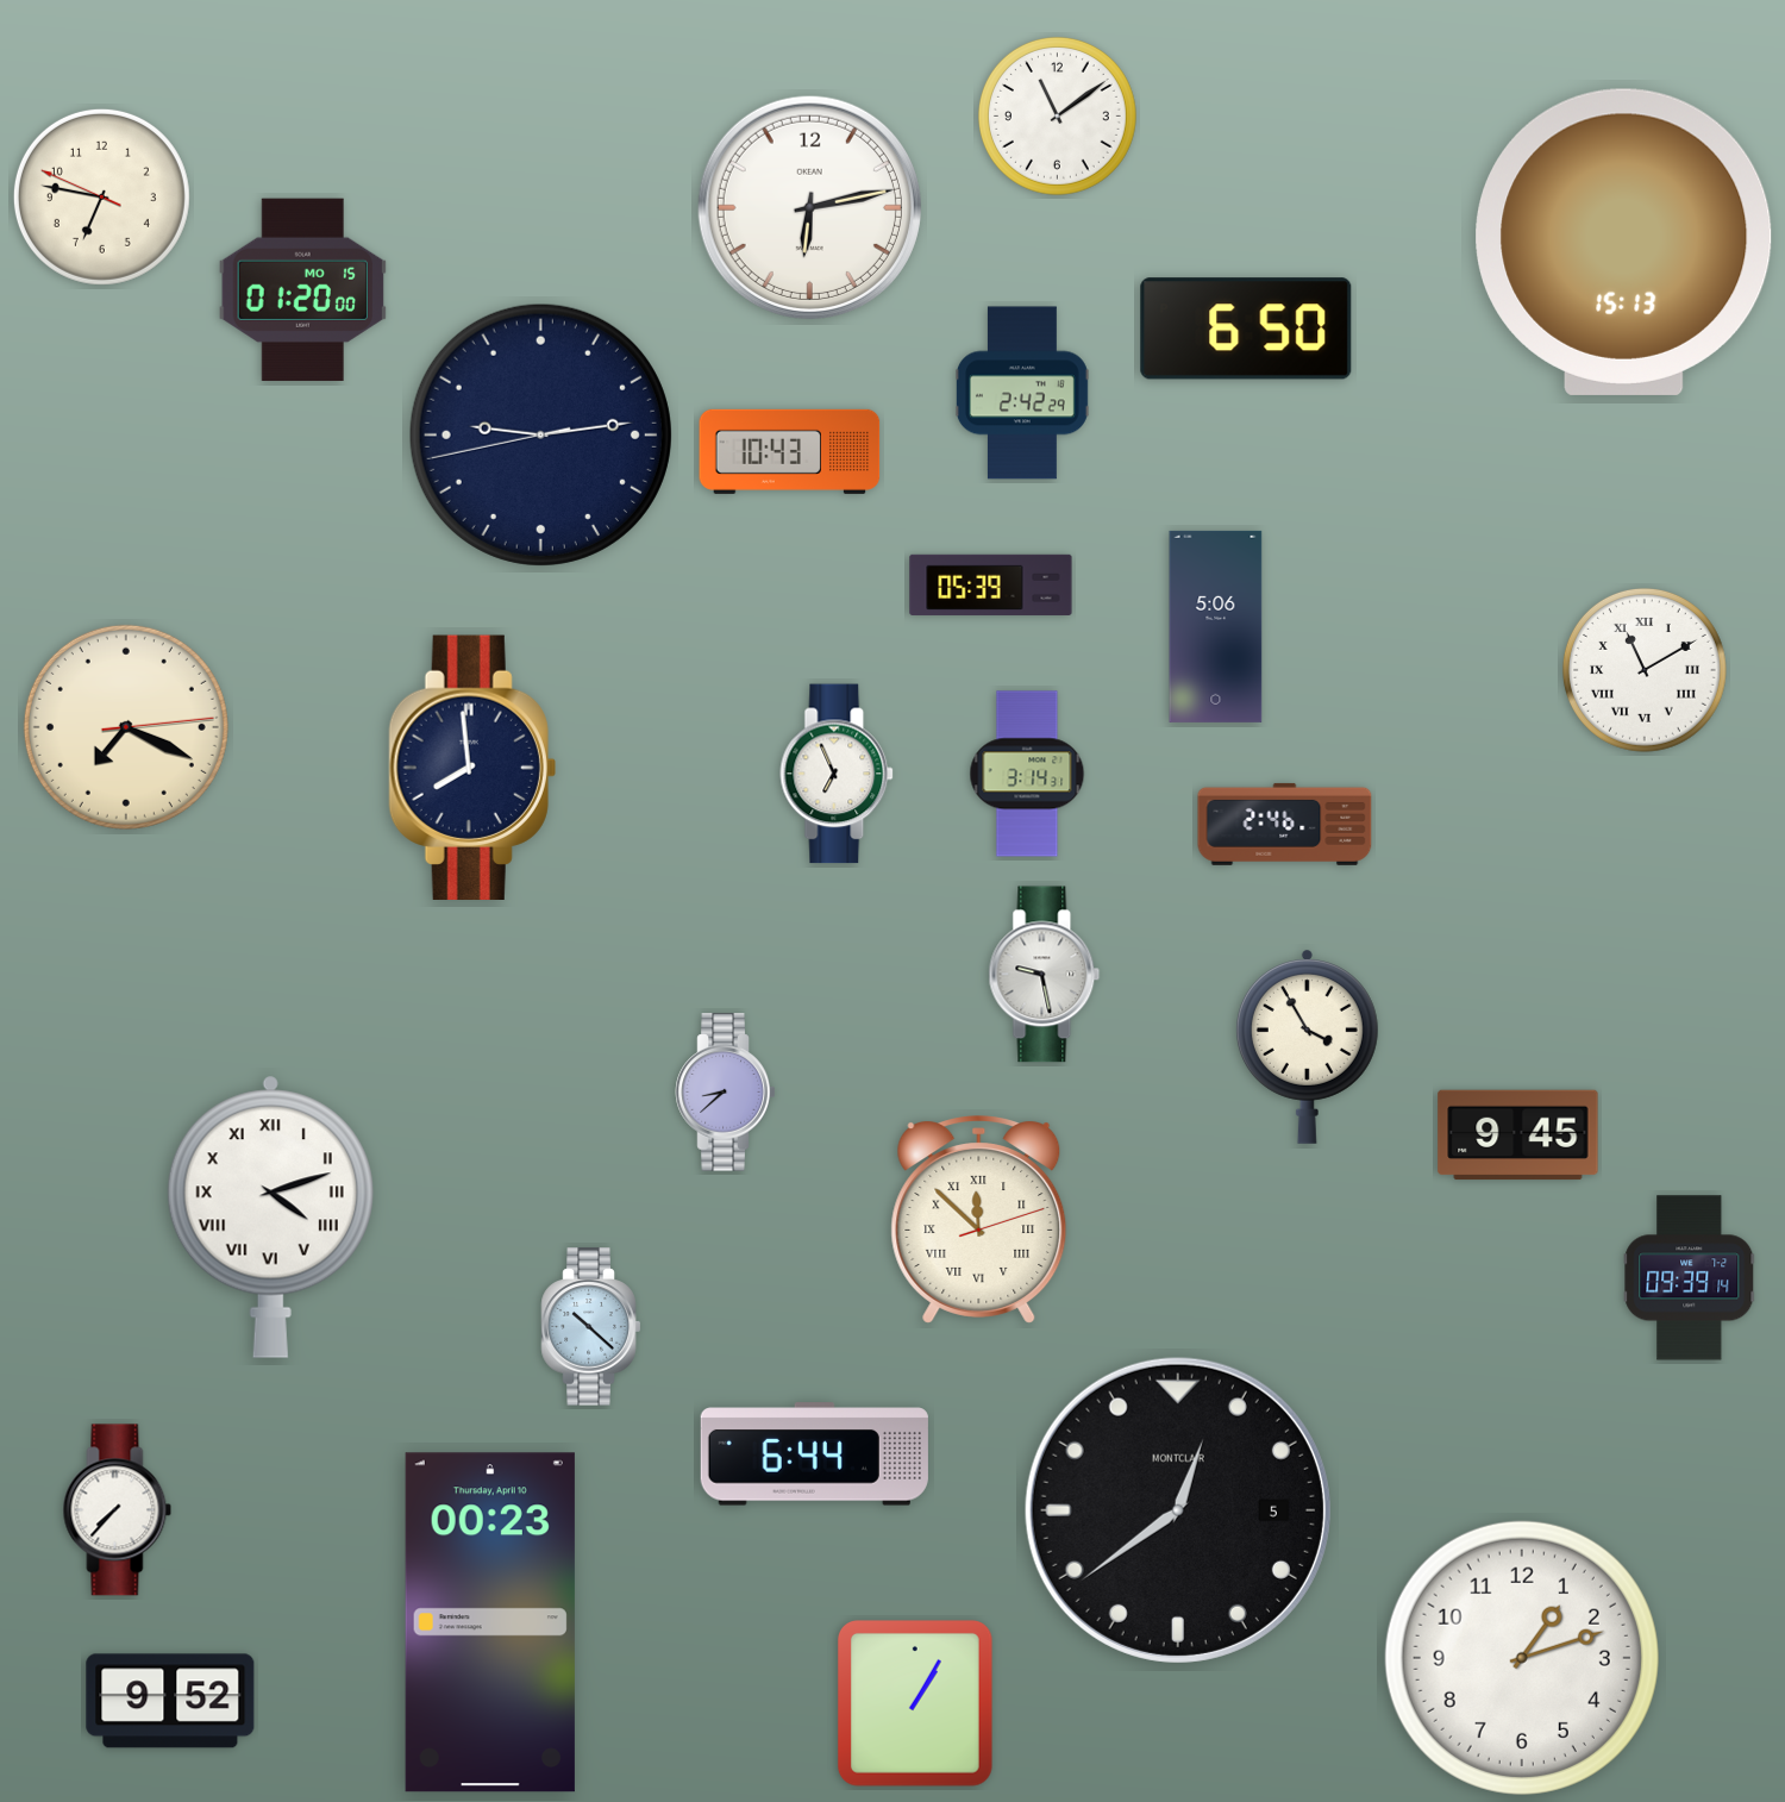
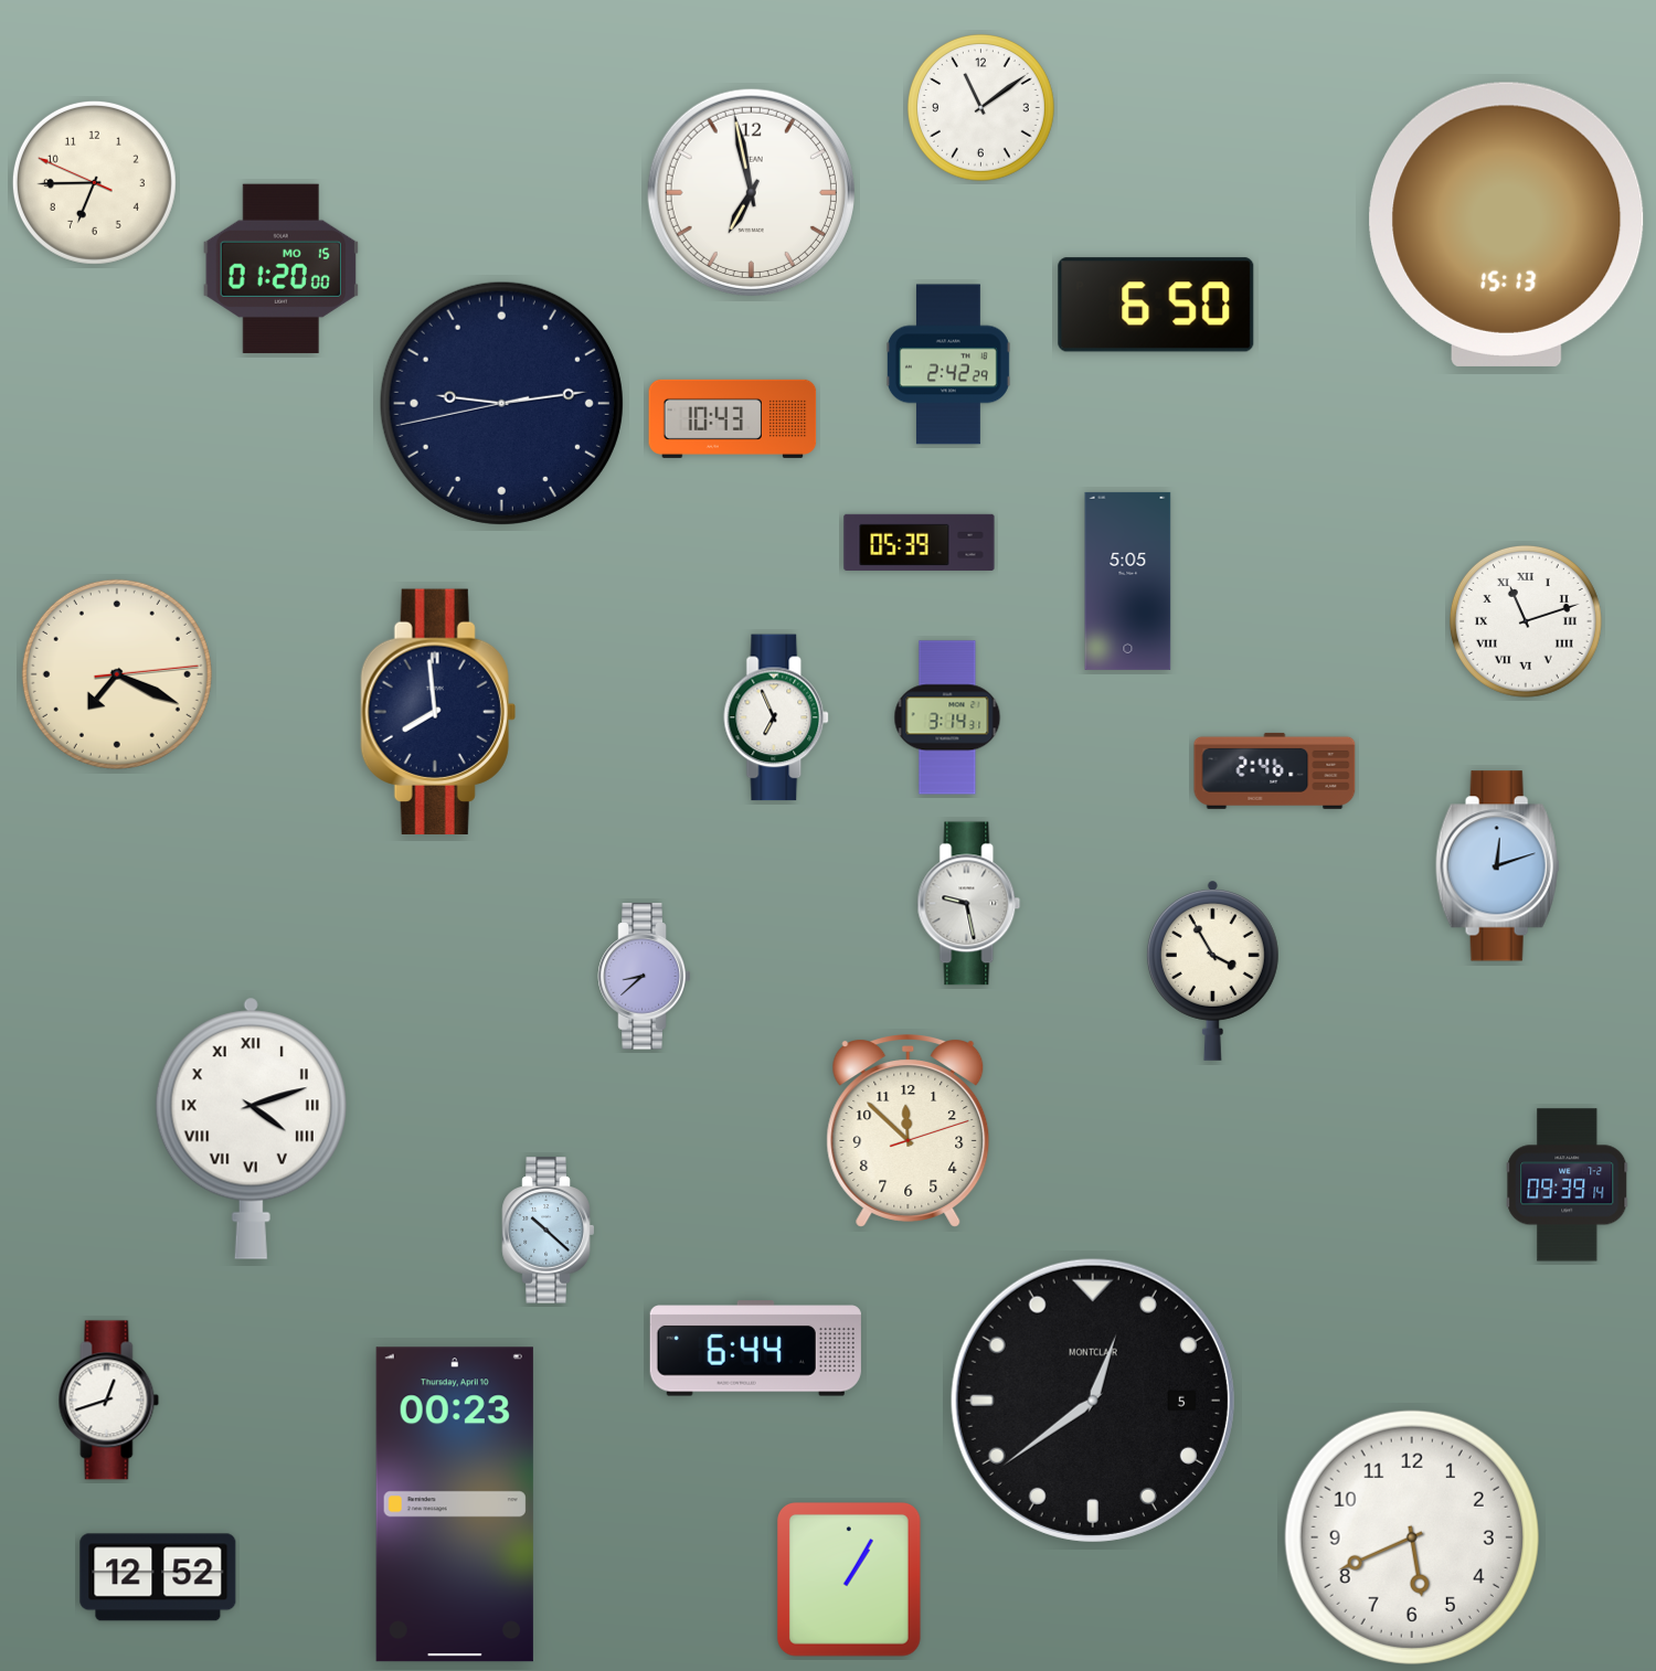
clock at (101, 196): 6:46 -> 6:44
clock at (809, 207): 6:13 -> 6:58
clock at (1216, 626): 5:06 -> 5:05
clock at (1645, 670): 11:10 -> 11:12
clock at (1027, 774) position: (1027, 774) -> (947, 717)
clock at (1285, 824) position: (1285, 824) -> (1275, 770)
clock at (1497, 866): none -> 12:12
clock at (726, 1093) position: (726, 1093) -> (645, 977)
clock at (1518, 1135): 9:45 -> none
clock at (979, 1220) numerals: Roman -> Arabic
clock at (118, 1510): 7:37 -> 12:42
clock at (1522, 1658): 1:12 -> 5:41
clock at (170, 1701): 9:52 -> 12:52
